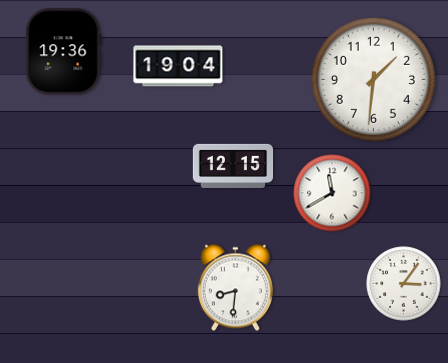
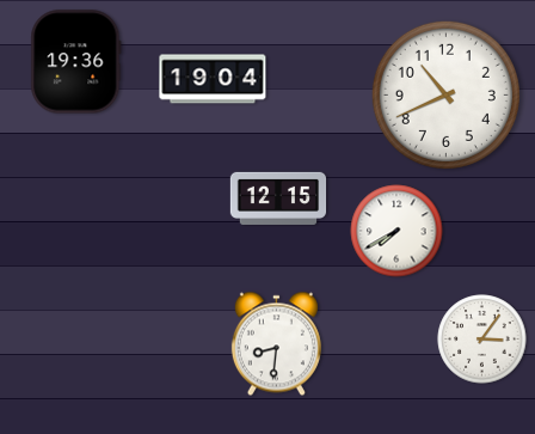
clock at (373, 79): 1:31 -> 10:41
clock at (332, 193): 11:40 -> 7:40
clock at (235, 288) position: (235, 288) -> (276, 344)
